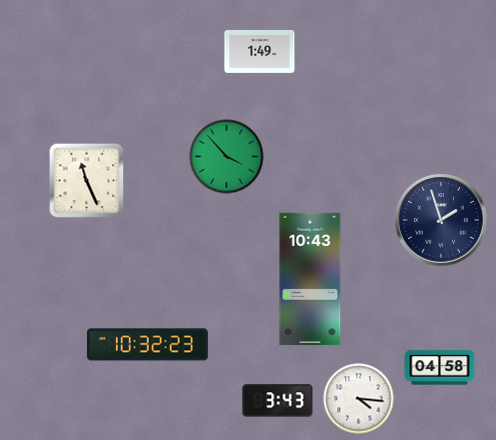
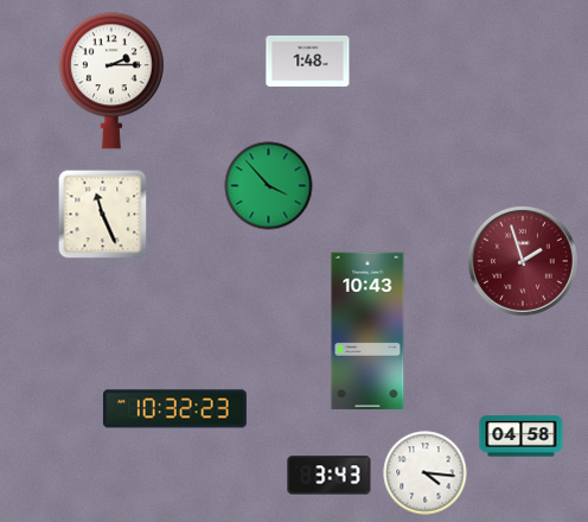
clock at (260, 51): 1:49 -> 1:48
clock at (111, 81): none -> 2:15
clock at (442, 221) dial: navy -> burgundy
